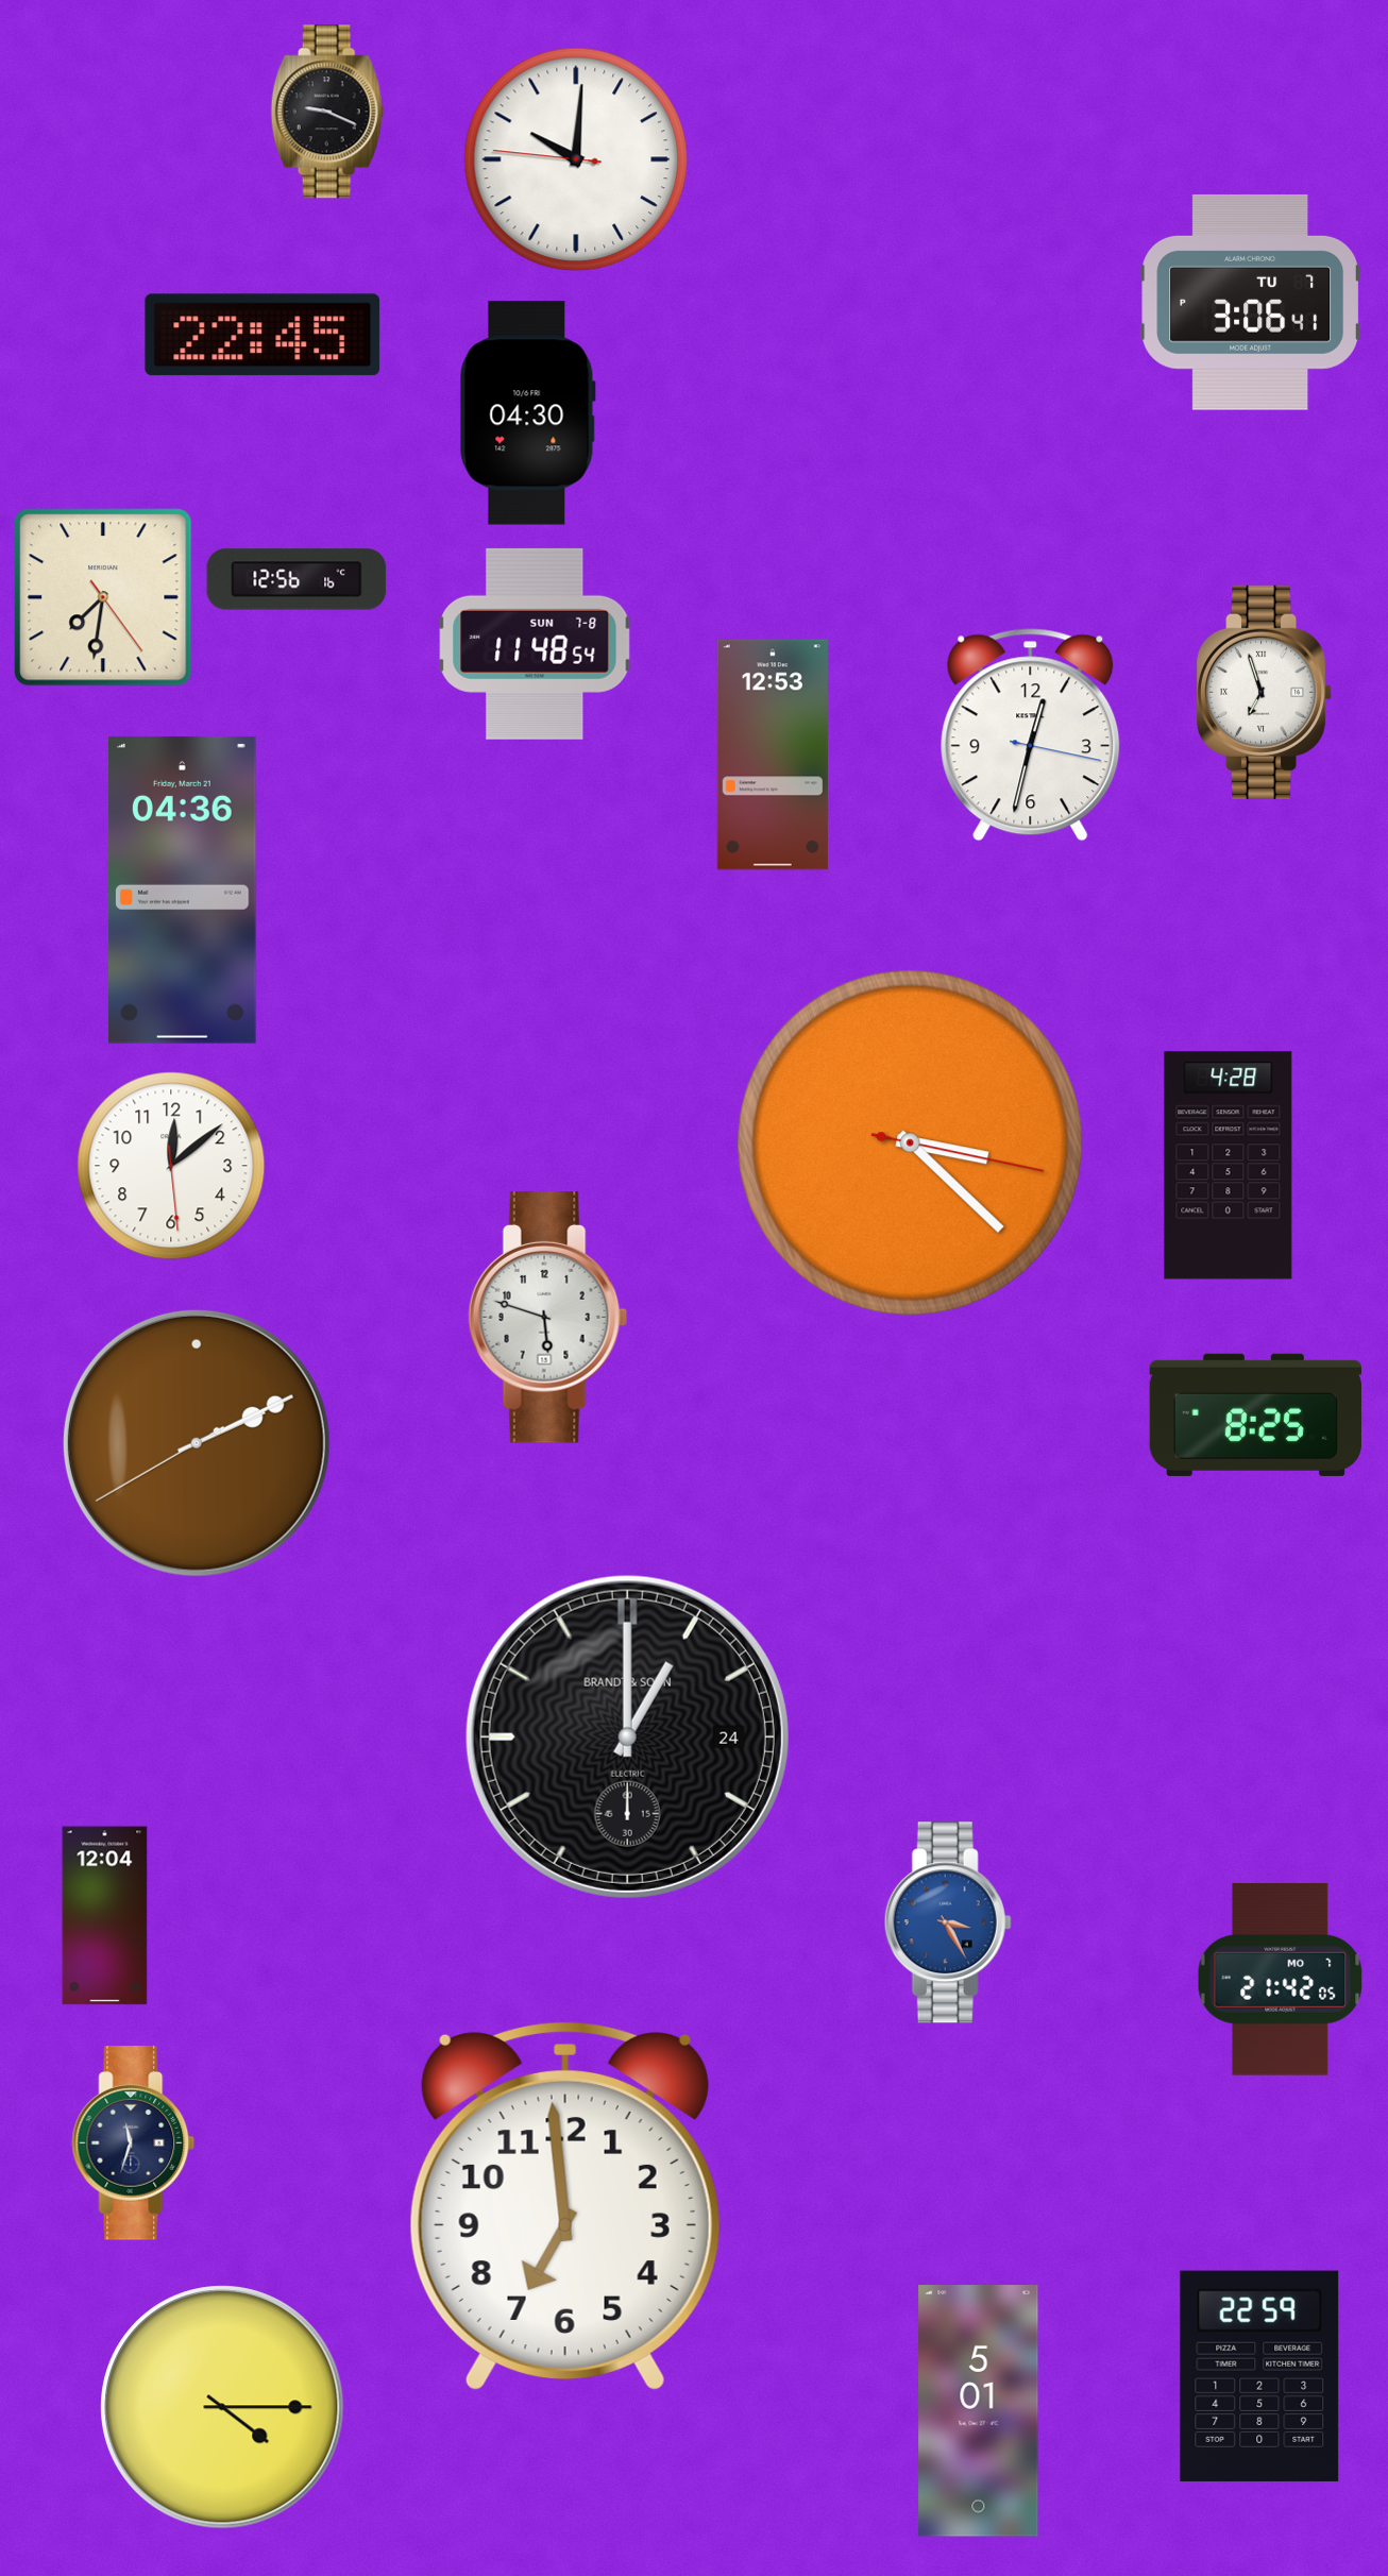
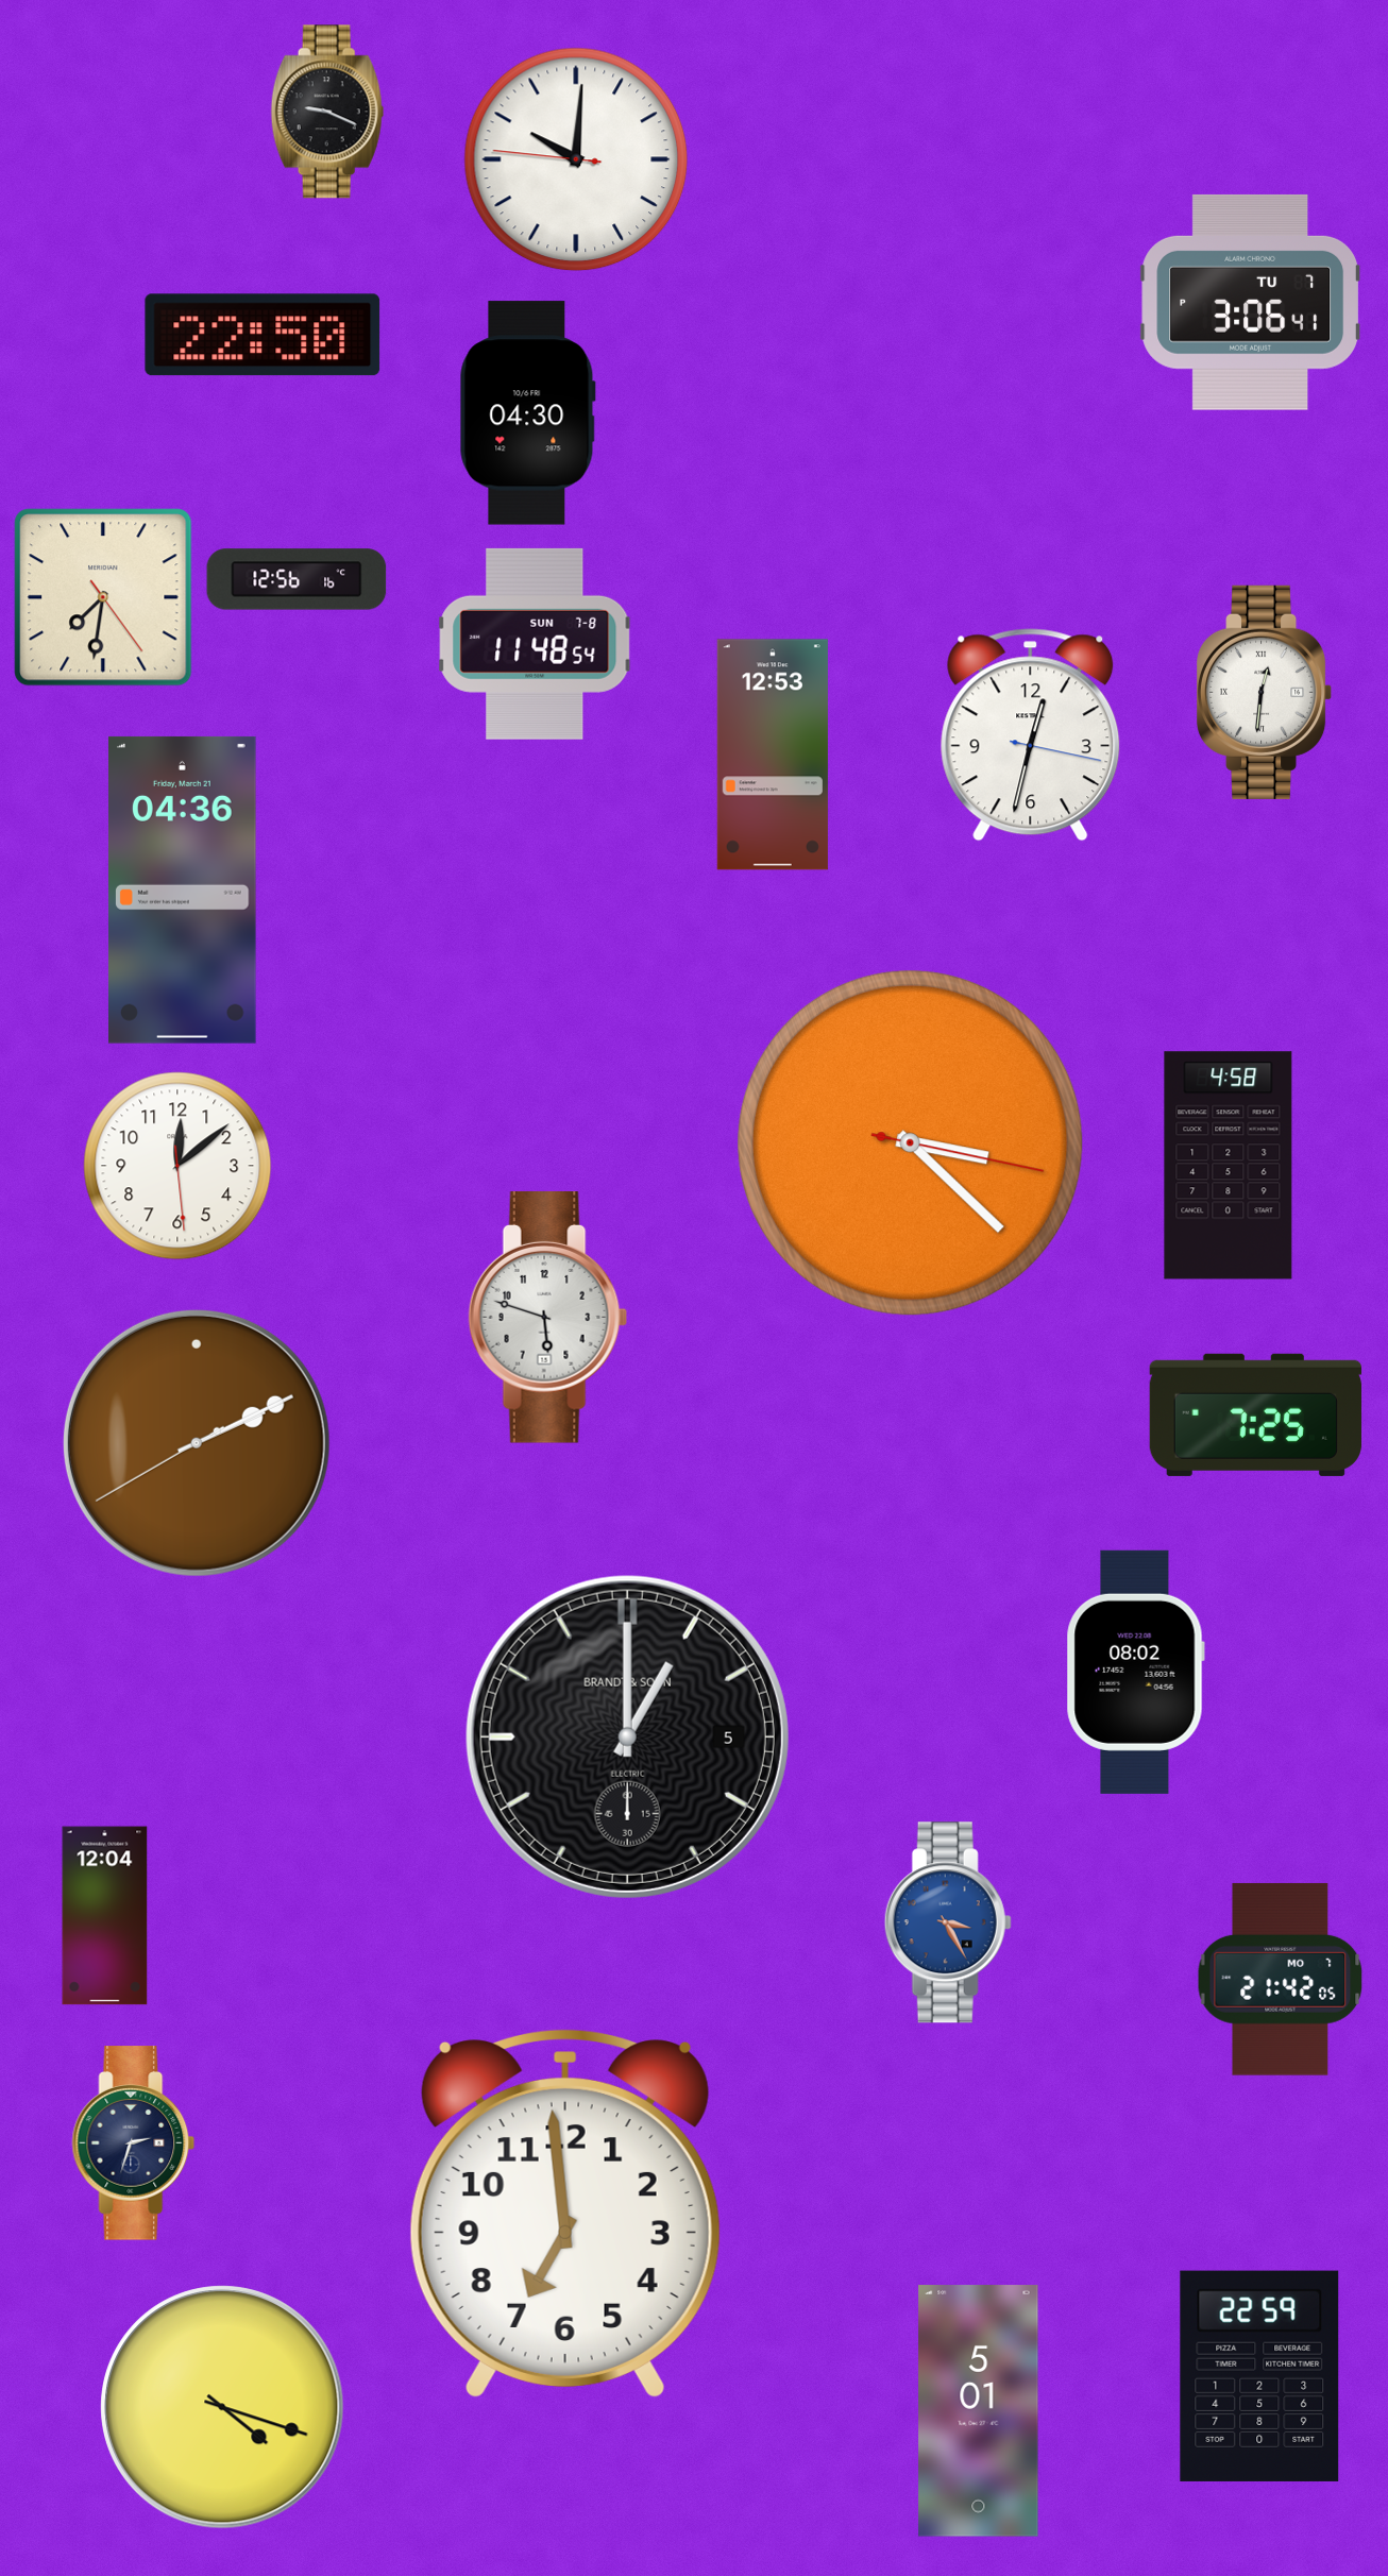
clock at (263, 335): 22:45 -> 22:50
clock at (1266, 692): 6:57 -> 12:31
clock at (171, 1166) position: (171, 1166) -> (177, 1166)
clock at (1229, 1166): 4:28 -> 4:58
clock at (1255, 1414): 8:25 -> 7:25
clock at (1135, 1672): none -> 08:02
clock at (627, 1736) date: 24 -> 5
clock at (134, 2143): 11:33 -> 2:33
clock at (565, 2205) position: (565, 2205) -> (565, 2213)
clock at (222, 2407): 4:15 -> 4:18
